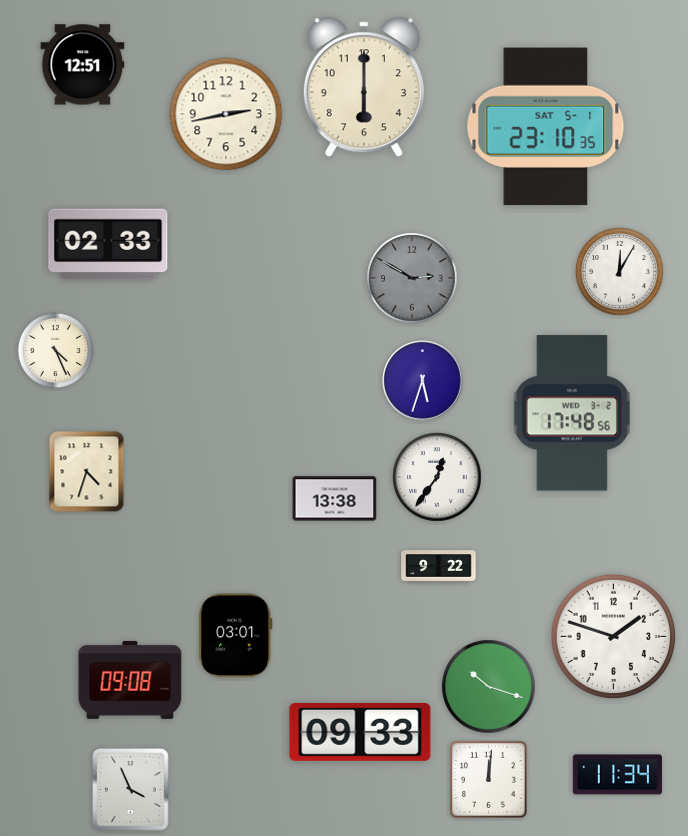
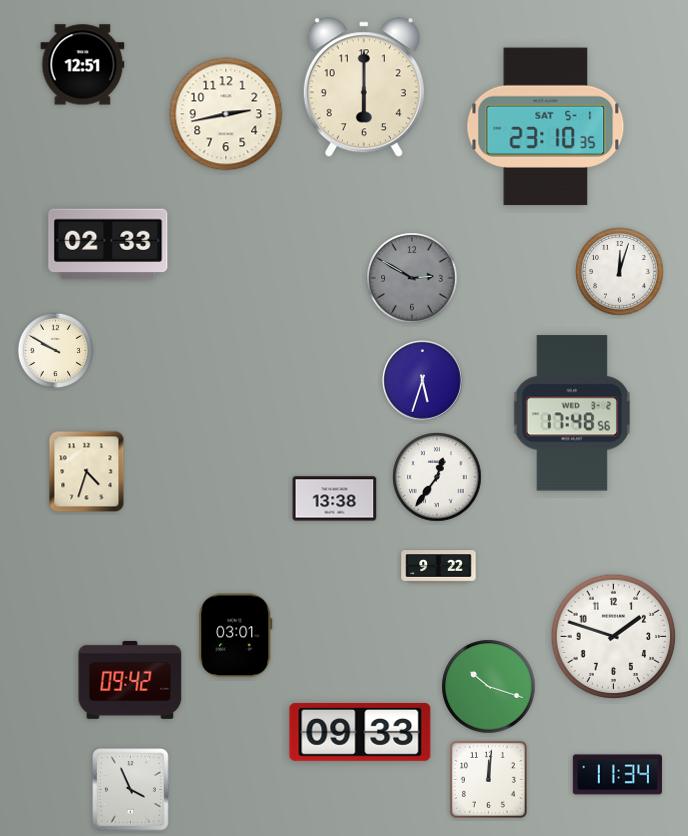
clock at (620, 272): 12:05 -> 12:03
clock at (56, 351): 4:26 -> 9:50
clock at (130, 680): 09:08 -> 09:42
